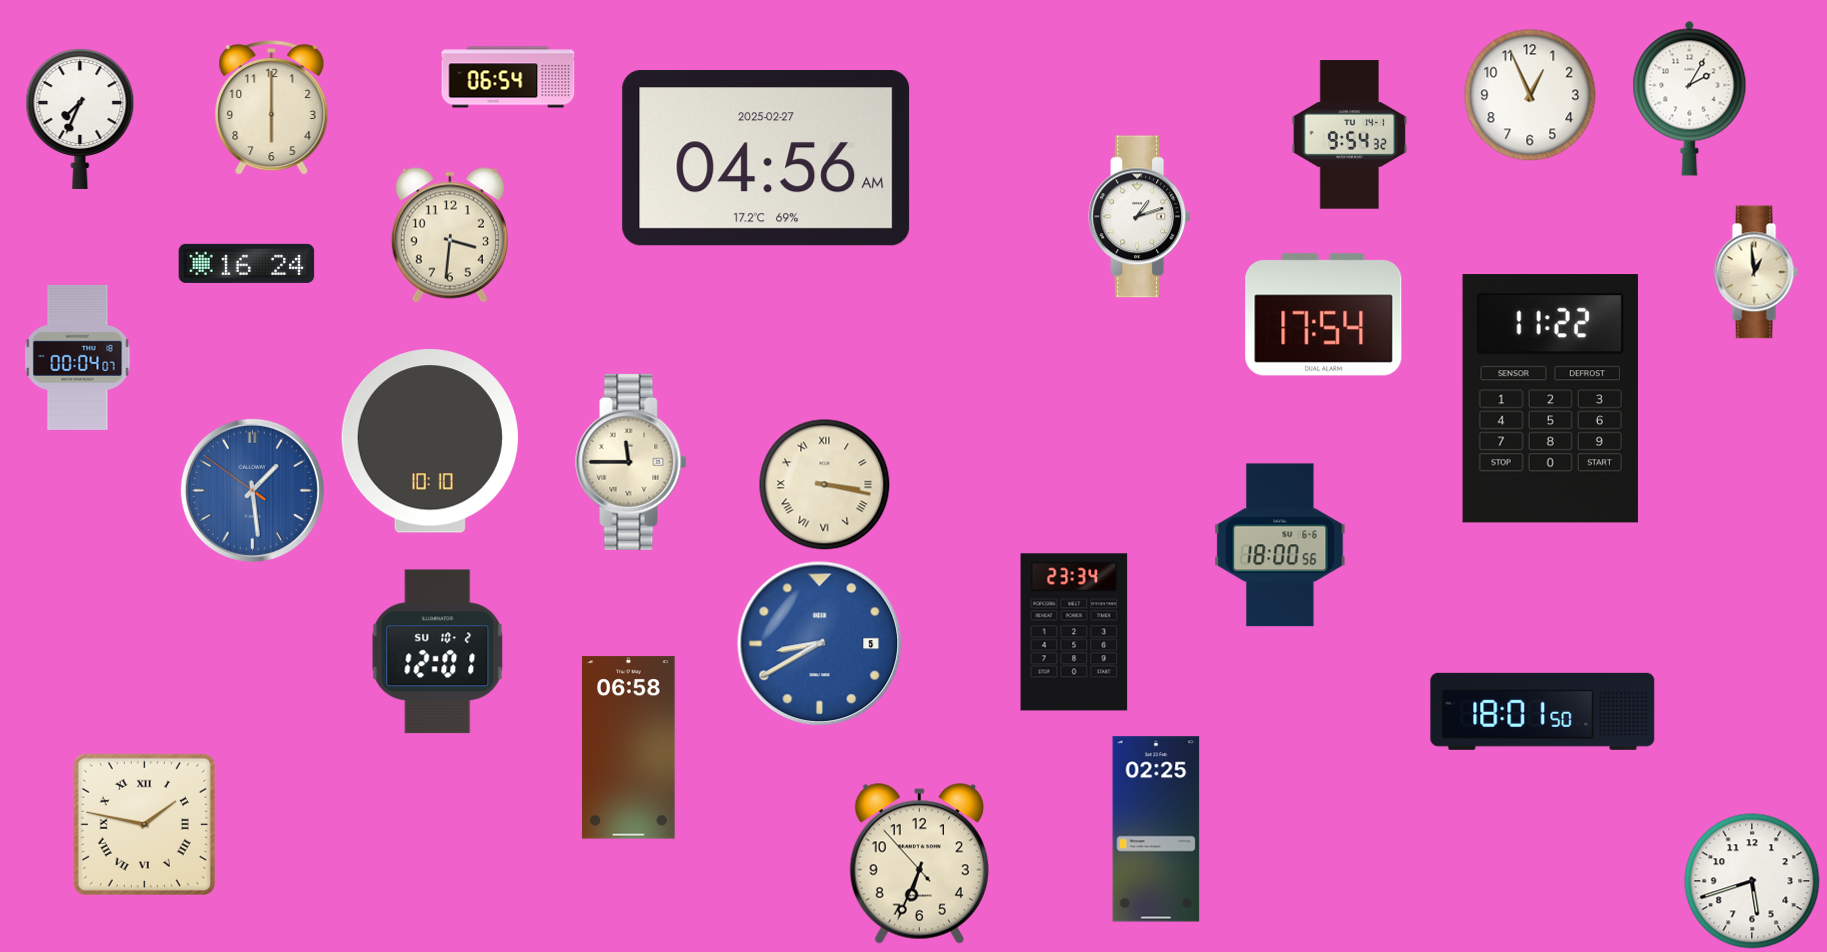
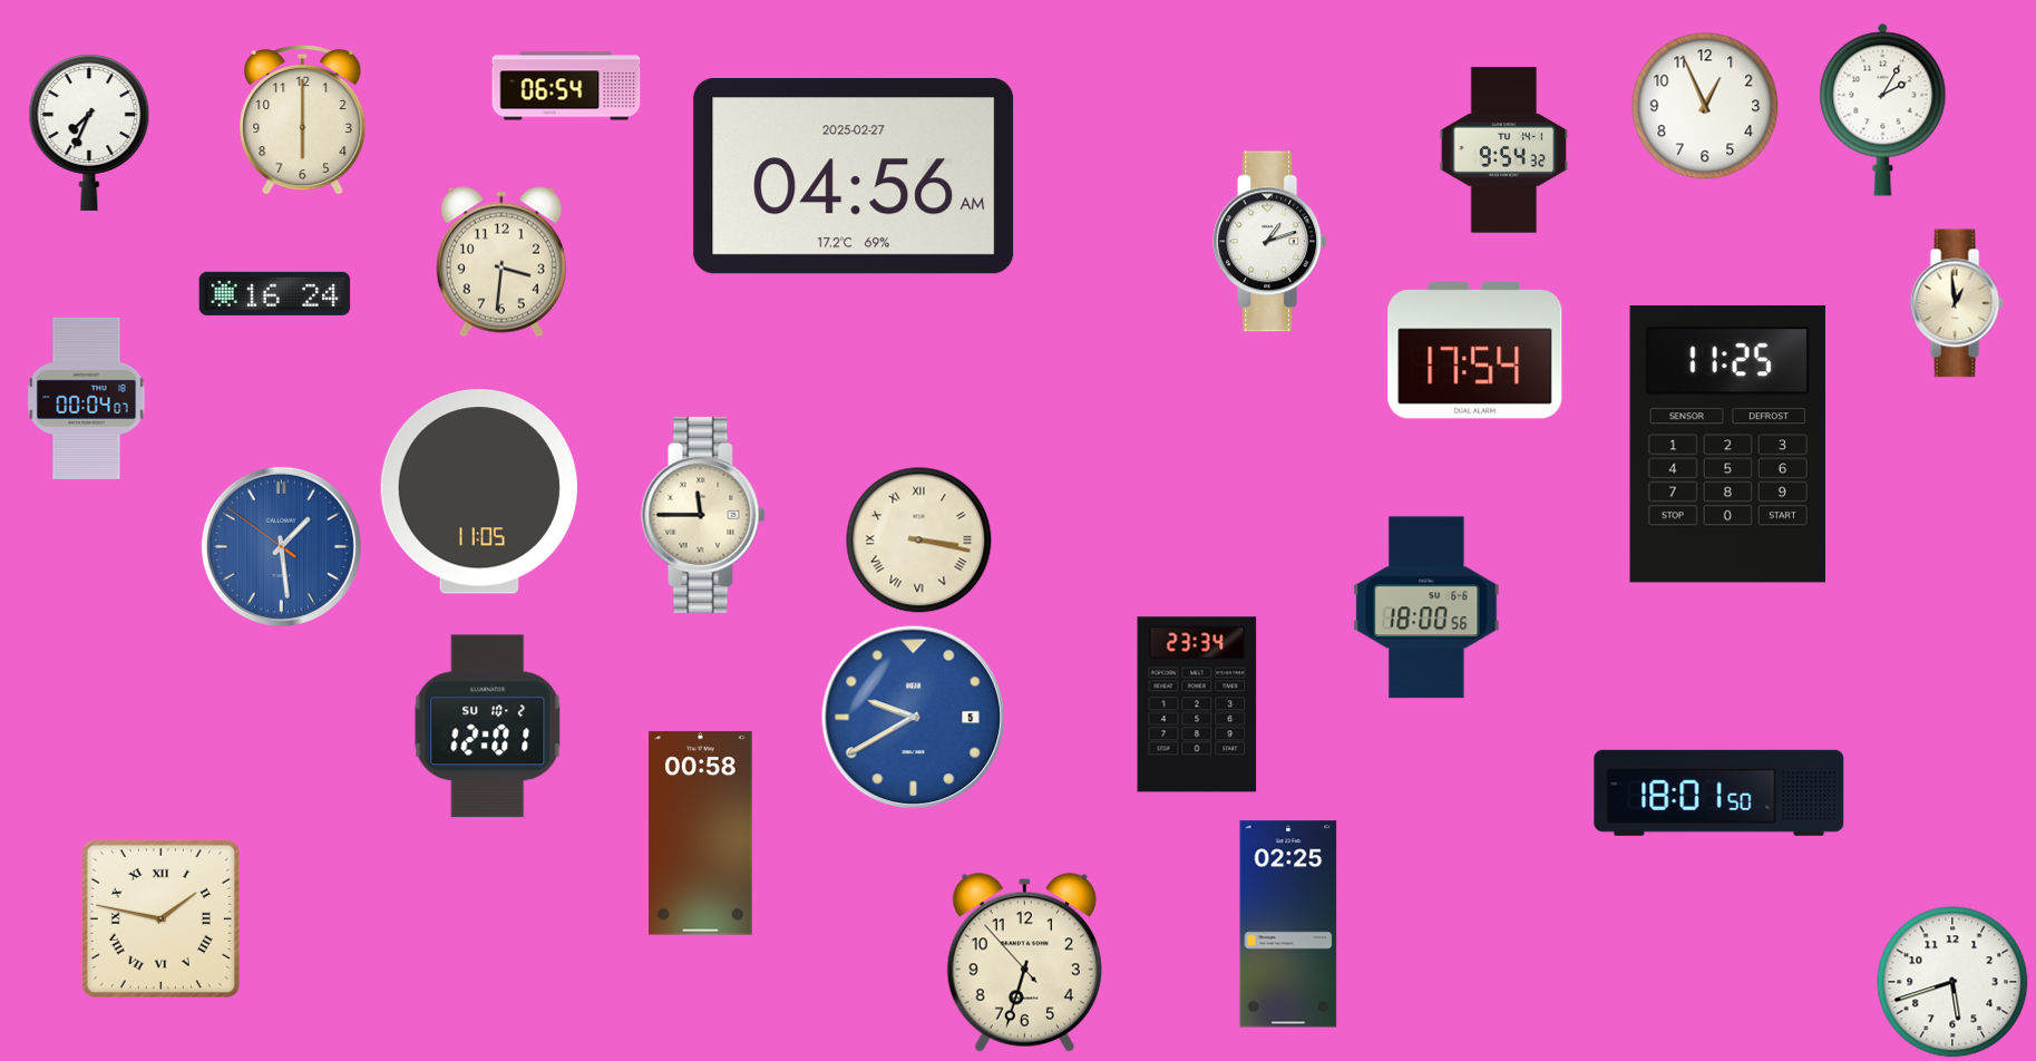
clock at (1550, 399): 11:22 -> 11:25
clock at (430, 441): 10:10 -> 11:05
clock at (820, 644): 8:40 -> 9:40
clock at (629, 748): 06:58 -> 00:58
clock at (919, 864): 6:33 -> 6:32
